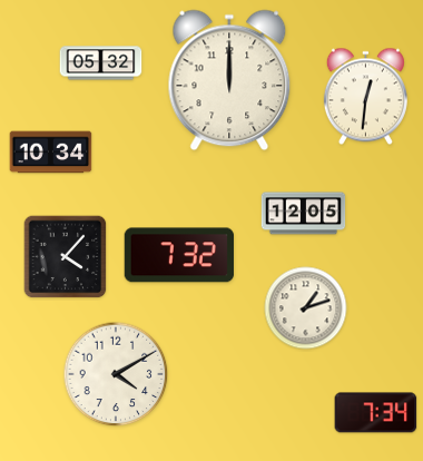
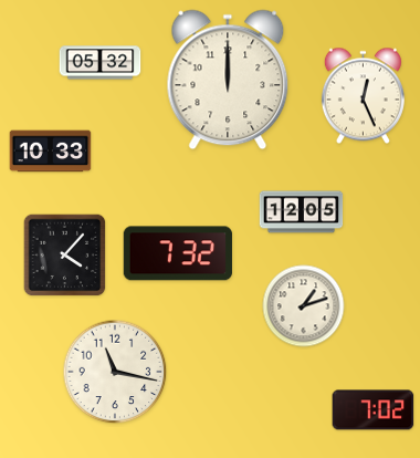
clock at (365, 97): 12:31 -> 12:26
clock at (51, 153): 10:34 -> 10:33
clock at (116, 374): 4:10 -> 11:17
clock at (376, 413): 7:34 -> 7:02
